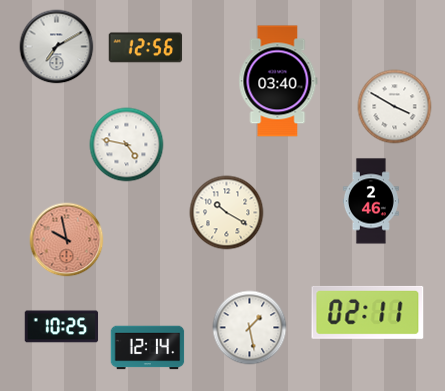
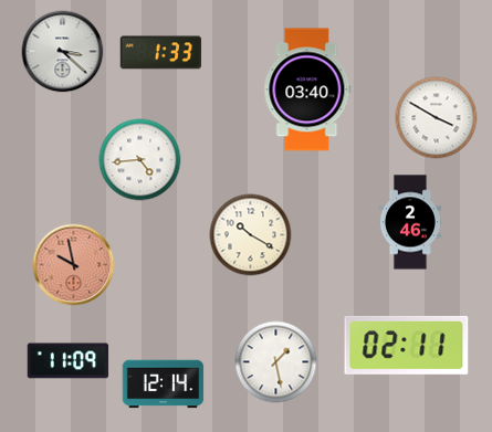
clock at (57, 47): 7:10 -> 3:22
clock at (146, 48): 12:56 -> 1:33
clock at (127, 145): 4:47 -> 4:44
clock at (62, 327): 10:25 -> 11:09
